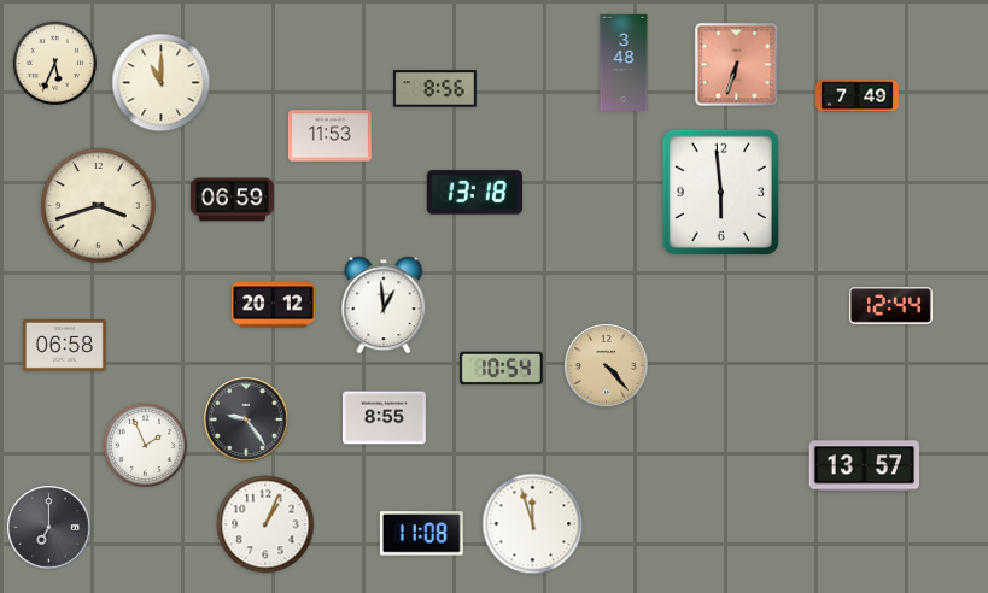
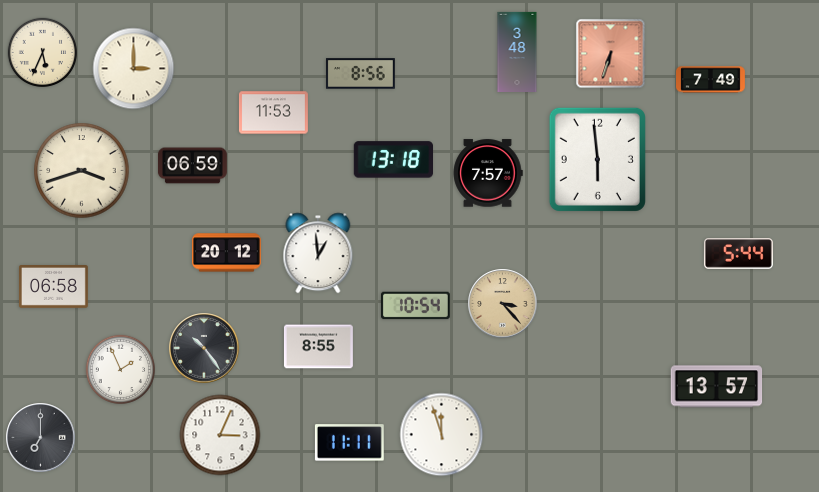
clock at (54, 63) position: (54, 63) -> (42, 52)
clock at (162, 83): 11:00 -> 3:00
clock at (488, 173): none -> 7:57
clock at (890, 306): 12:44 -> 5:44
clock at (607, 366): 4:23 -> 3:23
clock at (246, 419): 9:24 -> 10:24
clock at (265, 524): 1:04 -> 3:04
clock at (421, 534): 11:08 -> 11:11
